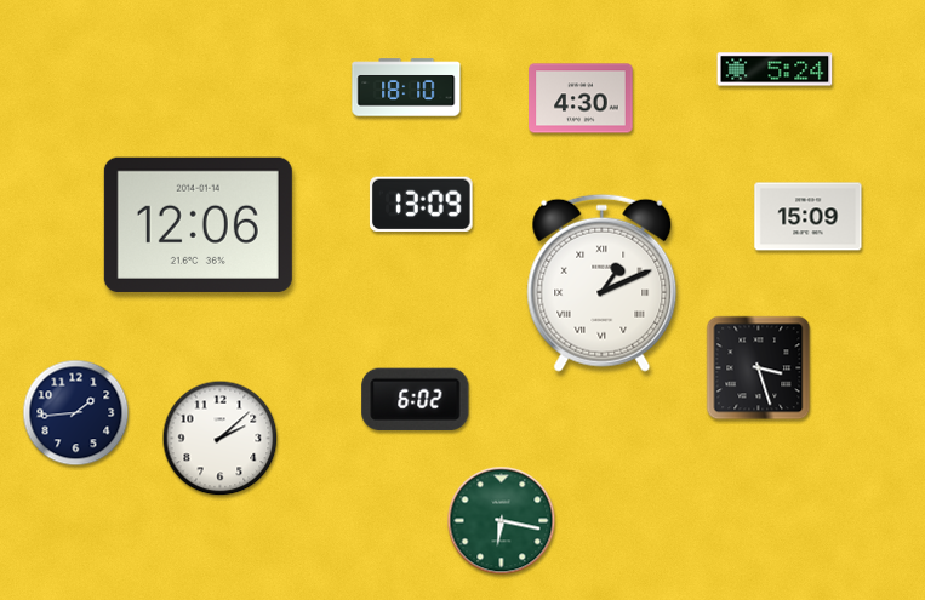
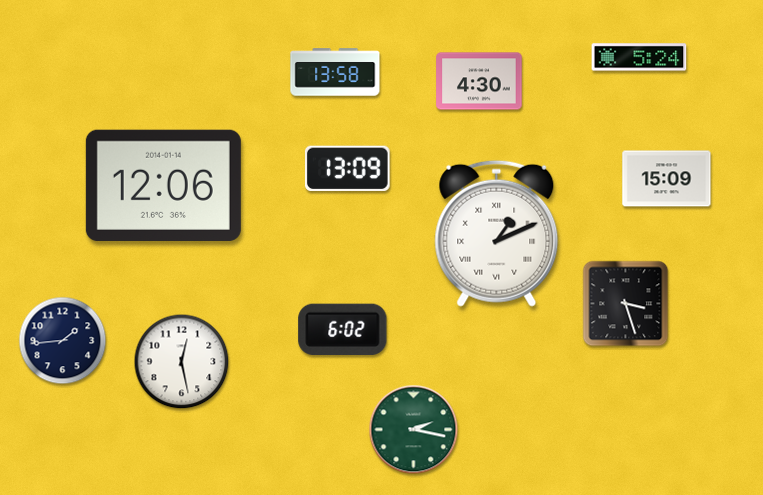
clock at (406, 87): 18:10 -> 13:58
clock at (221, 439): 2:08 -> 12:28
clock at (502, 521): 6:17 -> 2:17
